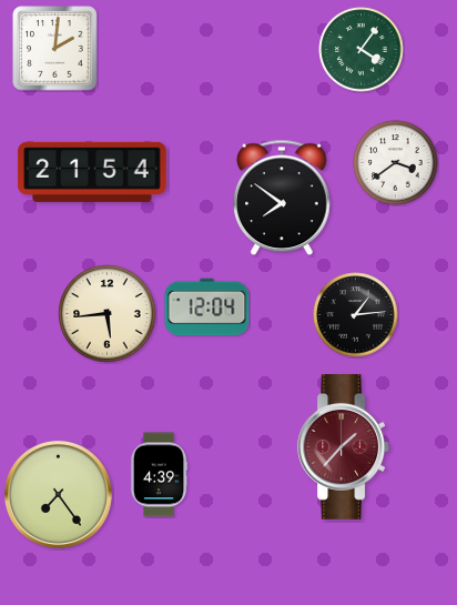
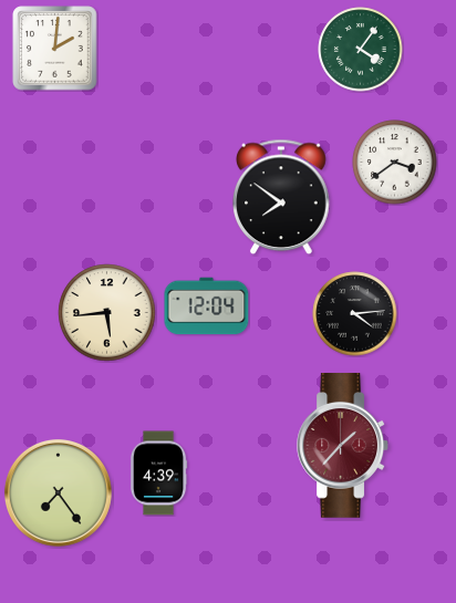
clock at (92, 172): 21:54 -> none
clock at (356, 315): 1:14 -> 4:14
